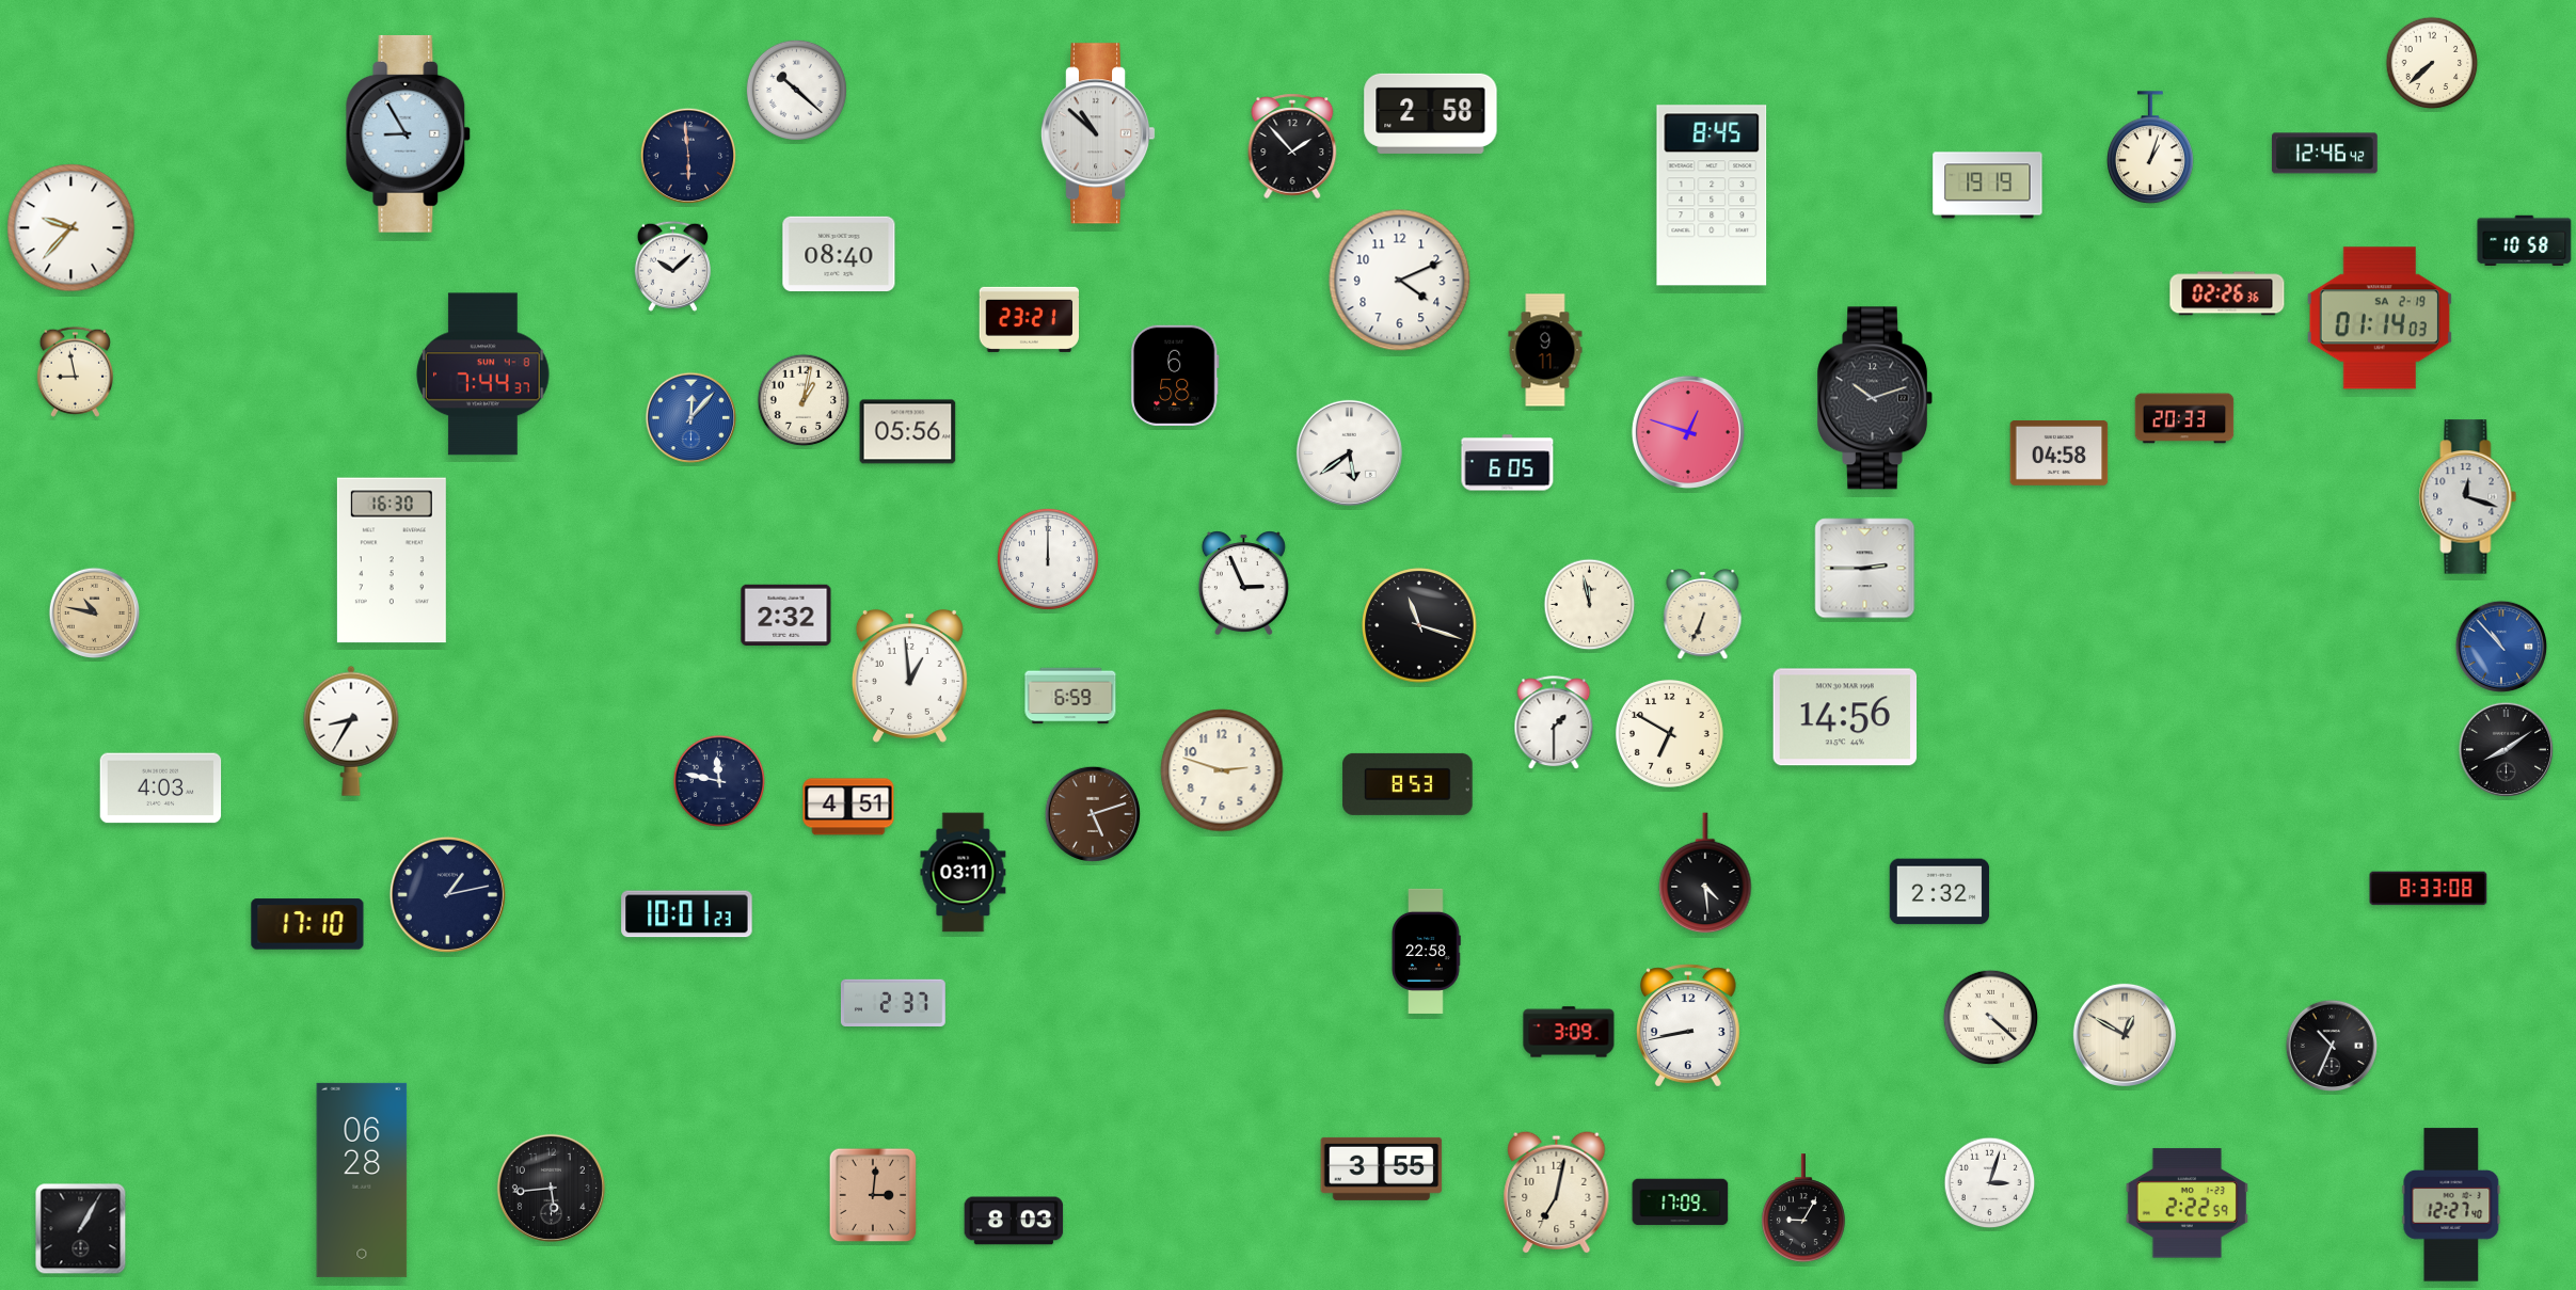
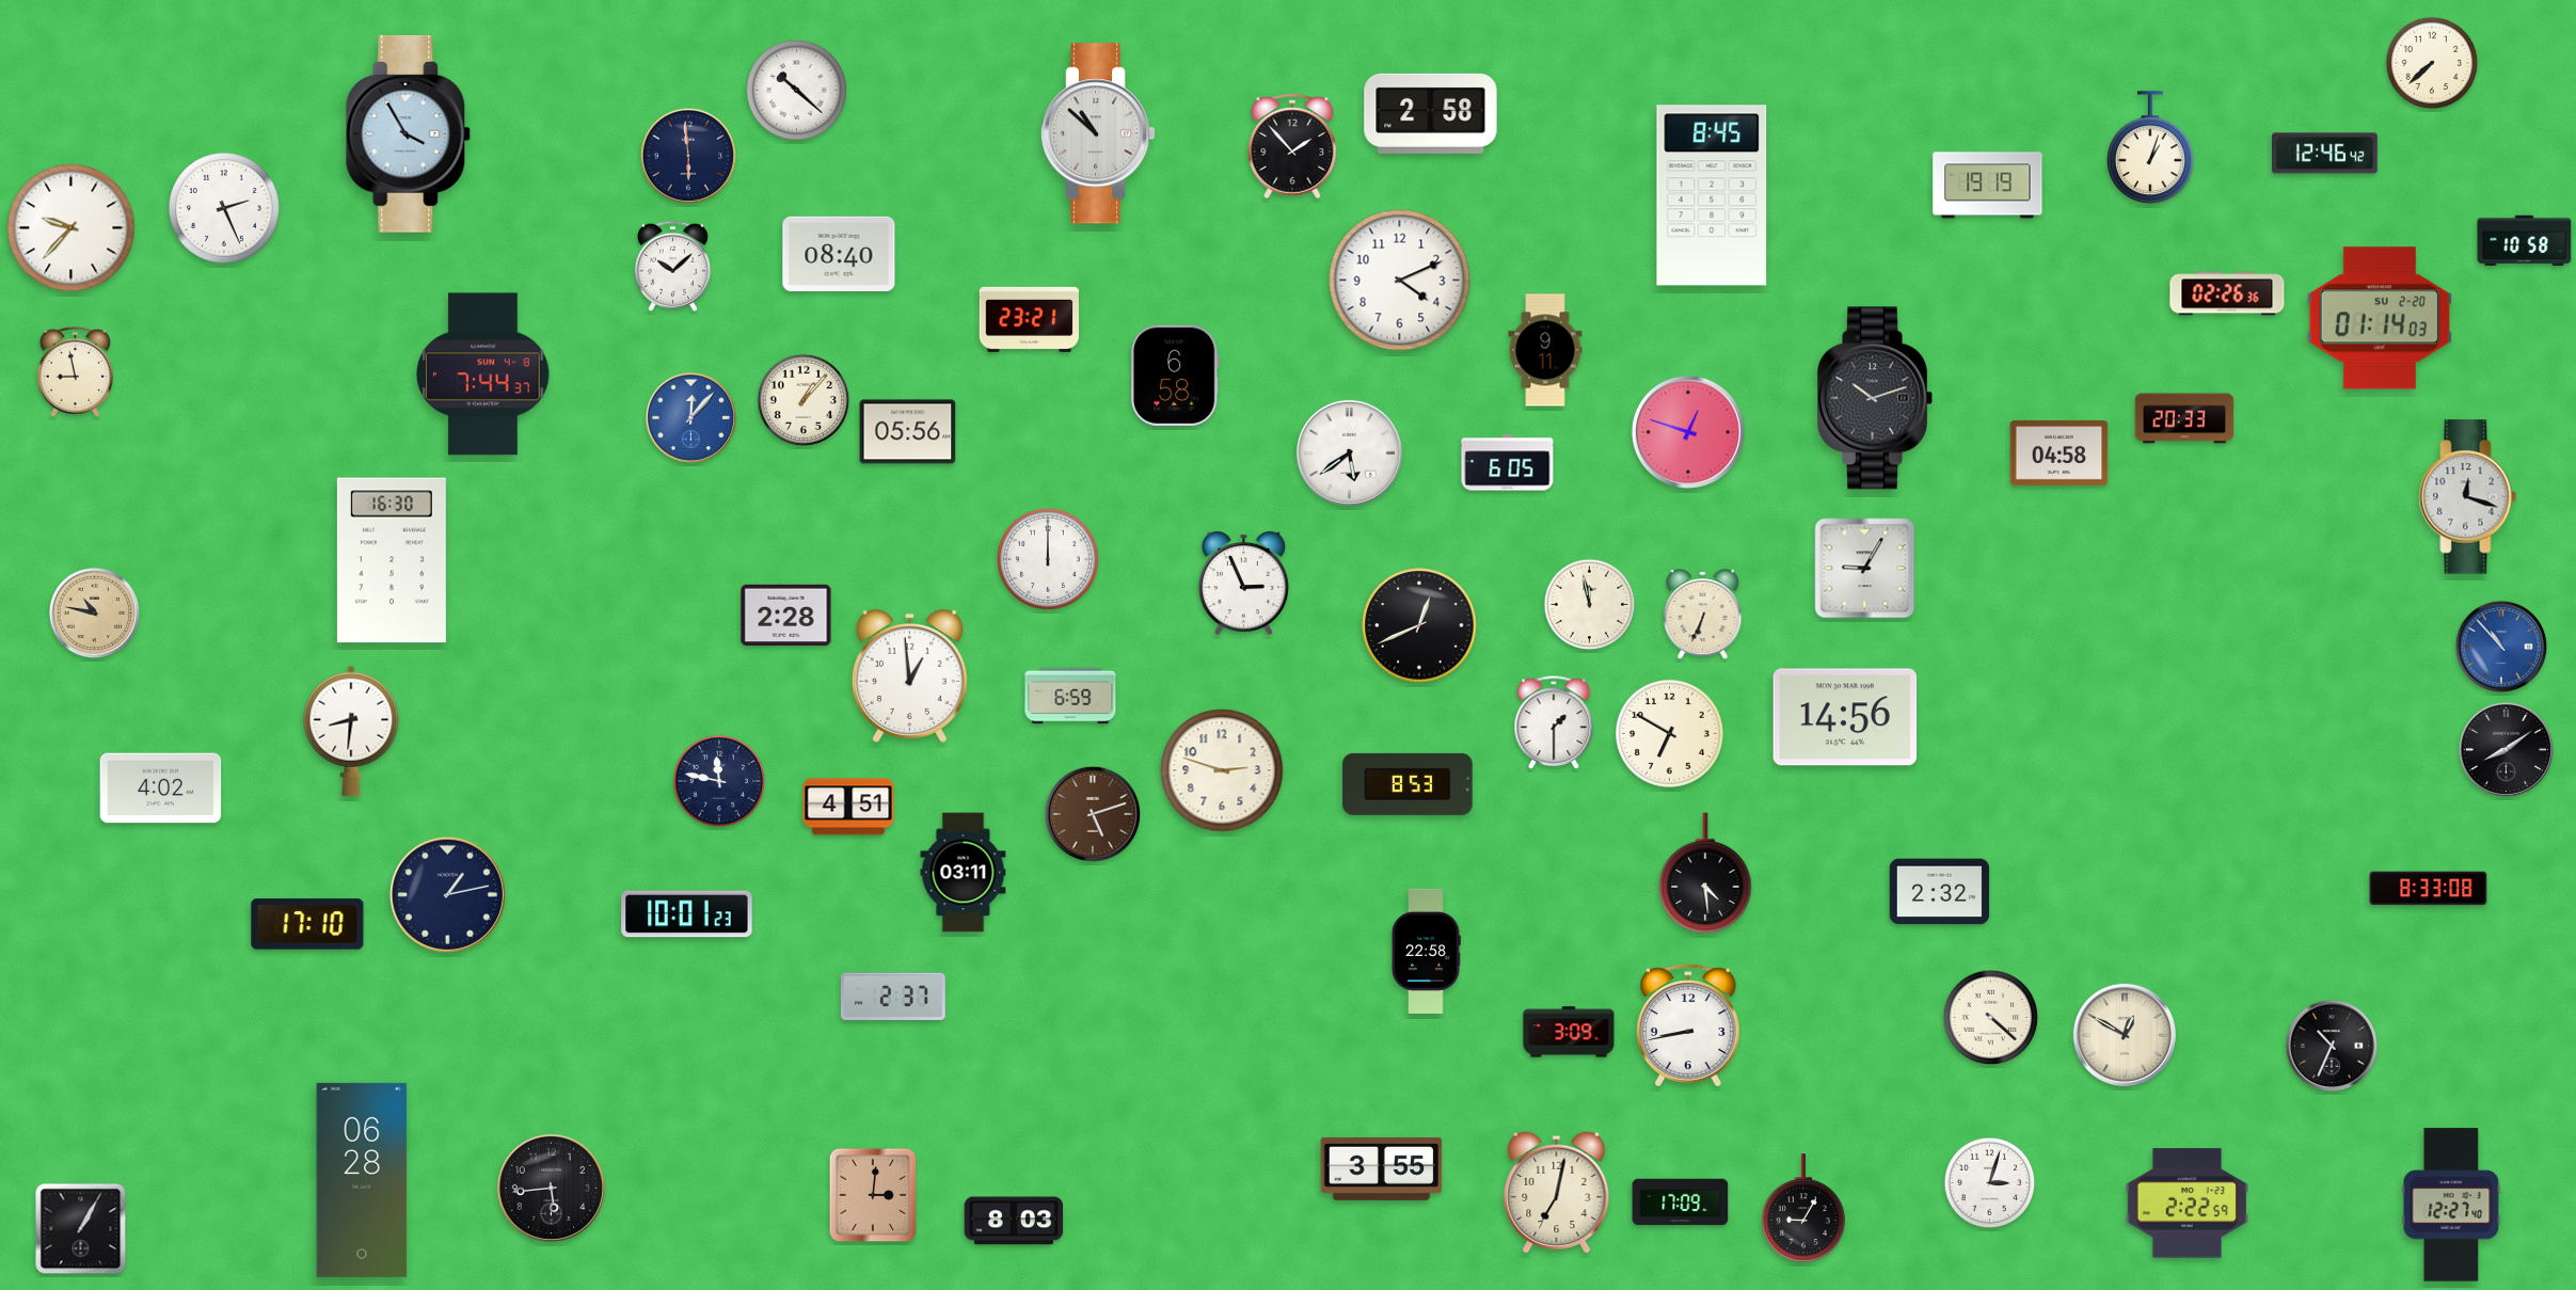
clock at (409, 133): 8:55 -> 3:55
clock at (225, 209): none -> 2:26
clock at (2380, 318) date: SA 2-19 -> SU 2-20
clock at (804, 400): 1:02 -> 1:07
clock at (1865, 569): 2:45 -> 9:05
clock at (786, 615): 2:32 -> 2:28
clock at (1419, 625): 11:18 -> 12:41
clock at (351, 731): 8:35 -> 8:31
clock at (161, 789): 4:03 -> 4:02
clock at (893, 1003) position: (893, 1003) -> (893, 997)
